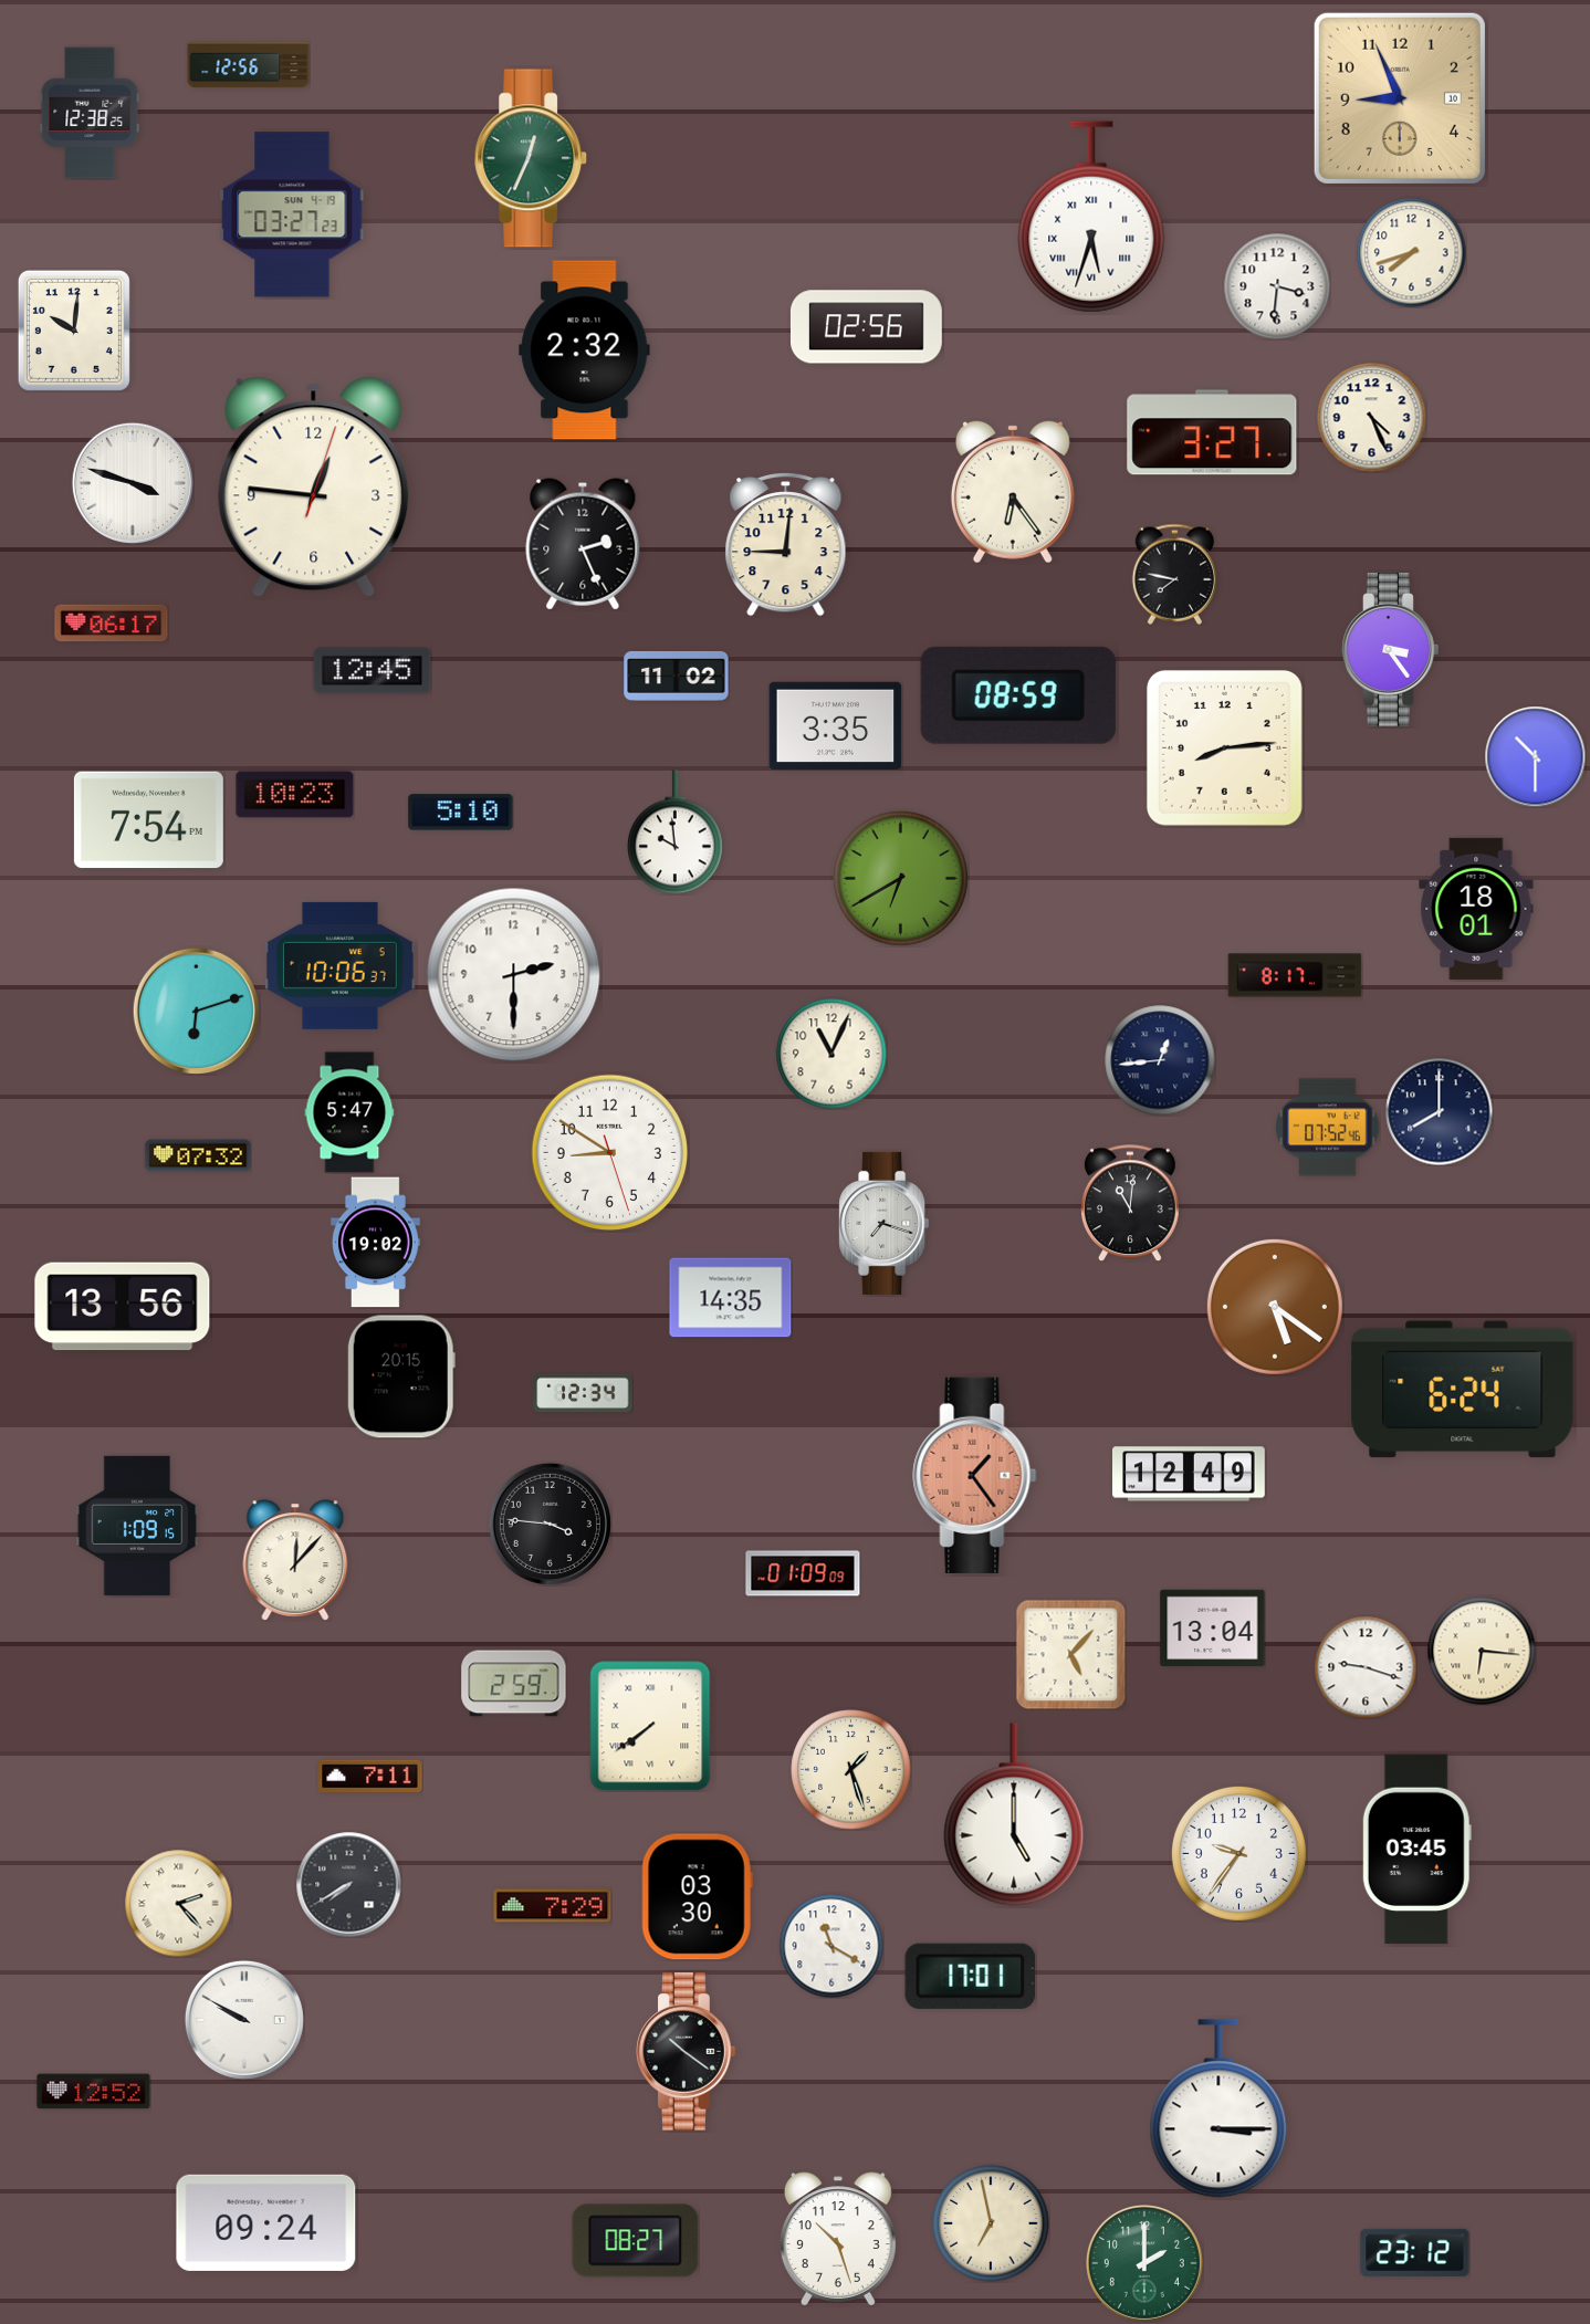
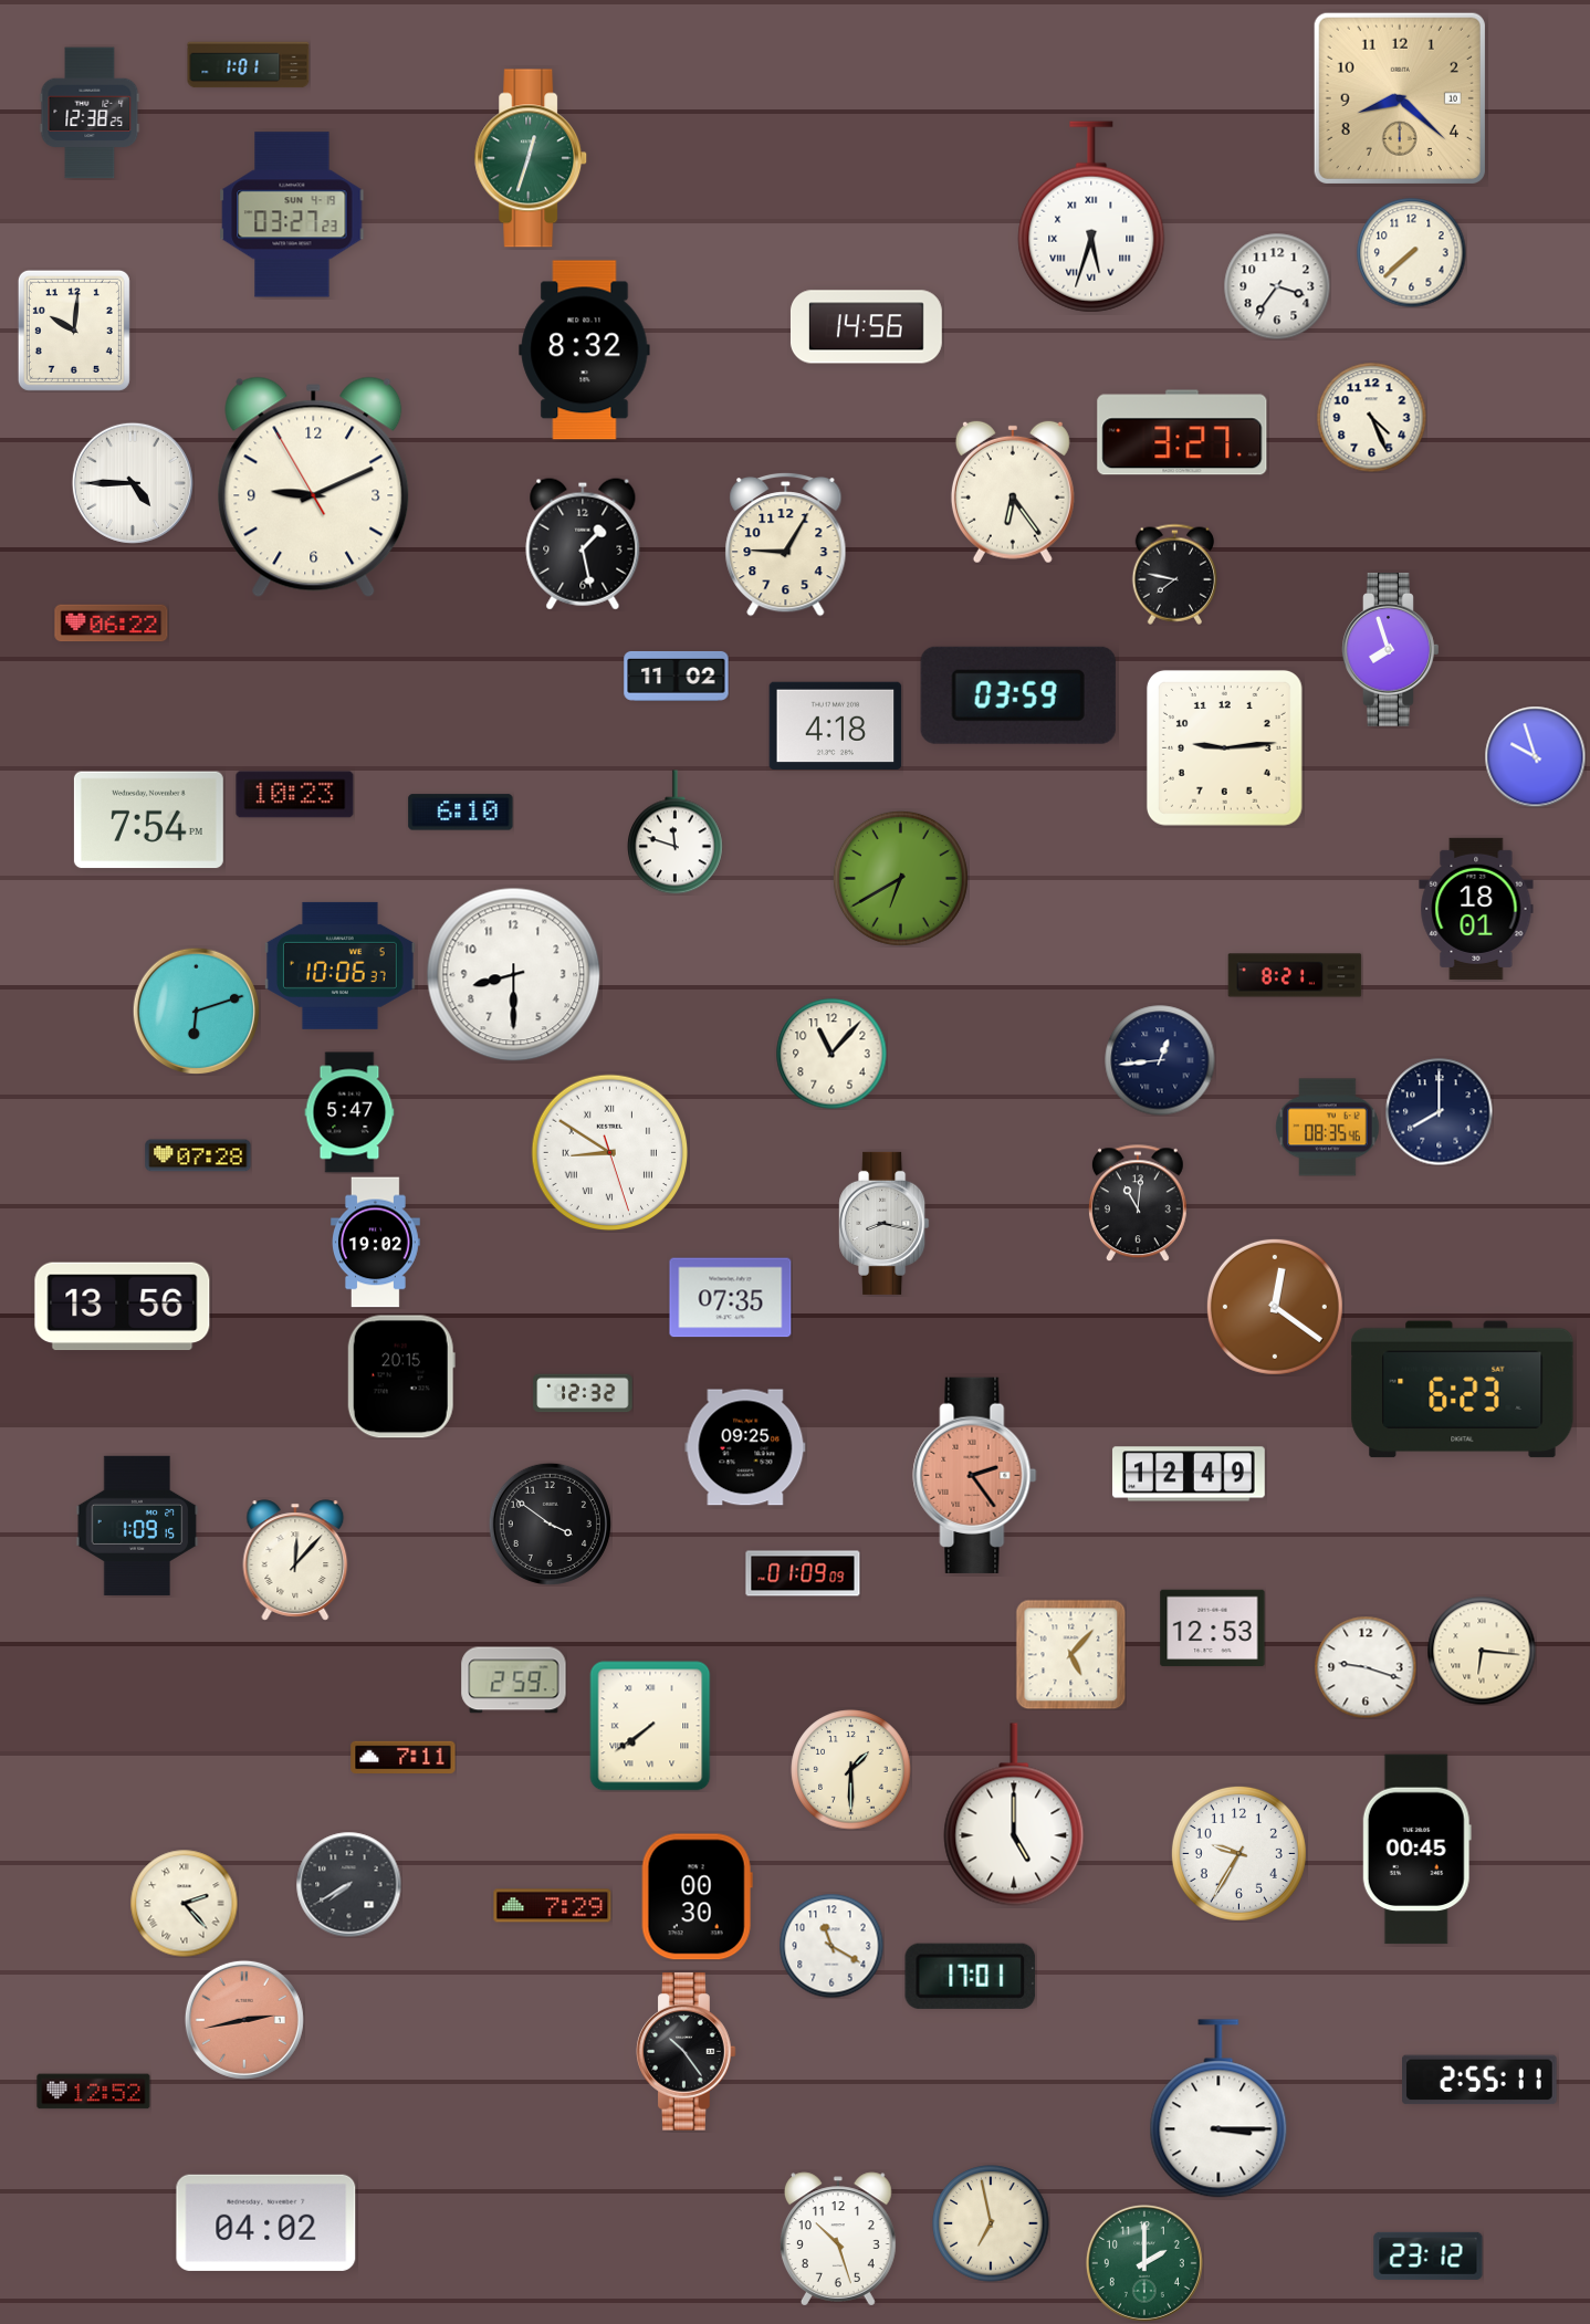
clock at (249, 65): 12:56 -> 1:01
clock at (1400, 98): 8:56 -> 8:22
clock at (532, 158): 12:34 -> 12:33
clock at (1412, 253): 7:42 -> 7:38
clock at (1277, 286): 3:31 -> 3:36
clock at (866, 327): 02:56 -> 14:56
clock at (585, 350): 2:32 -> 8:32
clock at (1212, 432) position: (1212, 432) -> (1182, 432)
clock at (133, 483): 3:48 -> 4:45
clock at (314, 488): 12:46 -> 9:10
clock at (583, 544): 2:26 -> 1:28
clock at (786, 544): 9:01 -> 9:05
clock at (112, 624): 06:17 -> 06:22
clock at (1391, 650): 3:24 -> 7:57
clock at (373, 671): 12:45 -> none
clock at (1018, 695): 08:59 -> 03:59
clock at (836, 726): 3:35 -> 4:18
clock at (1224, 747): 8:14 -> 9:14
clock at (1535, 756): 10:30 -> 9:57
clock at (461, 813): 5:10 -> 6:10
clock at (676, 833): 9:59 -> 11:48
clock at (514, 975): 2:30 -> 8:30
clock at (1295, 975): 8:17 -> 8:21
clock at (831, 1054): 11:04 -> 11:07
clock at (1328, 1128): 07:52 -> 08:35
clock at (610, 1153) numerals: Arabic -> Roman
clock at (198, 1155): 07:32 -> 07:28
clock at (1130, 1203) position: (1130, 1203) -> (1138, 1203)
clock at (885, 1223): 7:18 -> 8:17
clock at (731, 1298): 14:35 -> 07:35
clock at (1275, 1307): 5:21 -> 12:21
clock at (1463, 1390): 6:24 -> 6:23
clock at (583, 1393): 12:34 -> 12:32
clock at (745, 1447): none -> 09:25
clock at (975, 1475): 1:24 -> 2:24
clock at (550, 1524): 3:46 -> 3:51
clock at (1213, 1629): 13:04 -> 12:53
clock at (514, 1684) position: (514, 1684) -> (514, 1681)
clock at (851, 1770): 1:27 -> 1:30
clock at (370, 1777) position: (370, 1777) -> (404, 1758)
clock at (1416, 1850): 03:45 -> 00:45
clock at (1238, 1853): 9:36 -> 9:35
clock at (697, 1897): 03:30 -> 00:30
clock at (178, 1903) position: (178, 1903) -> (184, 1903)
clock at (244, 2020): 9:50 -> 2:43
clock at (244, 2020) dial: white -> salmon
clock at (687, 2052): 10:21 -> 10:24
clock at (1479, 2080): none -> 2:55
clock at (266, 2222): 09:24 -> 04:02
clock at (636, 2241): 08:27 -> none
clock at (1415, 2252) position: (1415, 2252) -> (1429, 2255)
